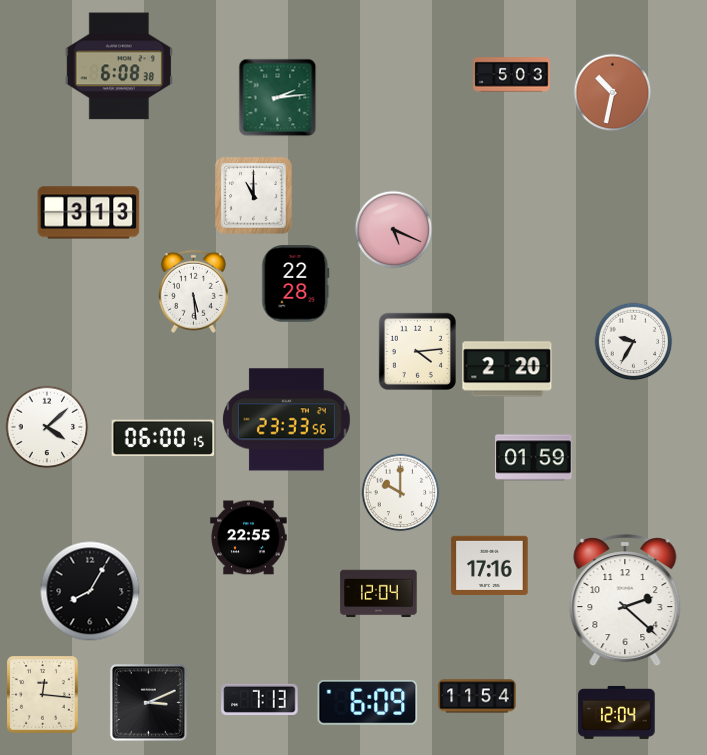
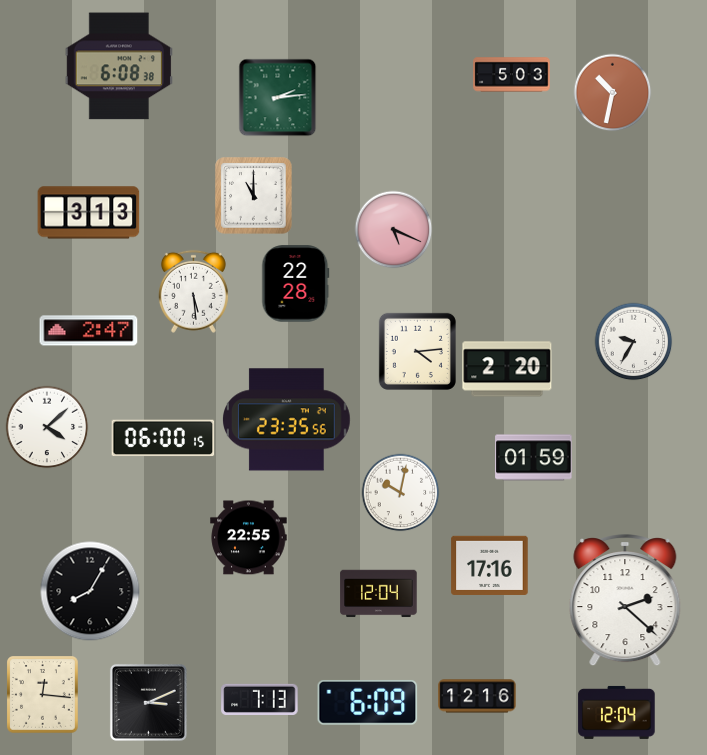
clock at (89, 331): none -> 2:47
clock at (287, 420): 23:33 -> 23:35
clock at (400, 492): 10:00 -> 10:02
clock at (477, 696): 11:54 -> 12:16
